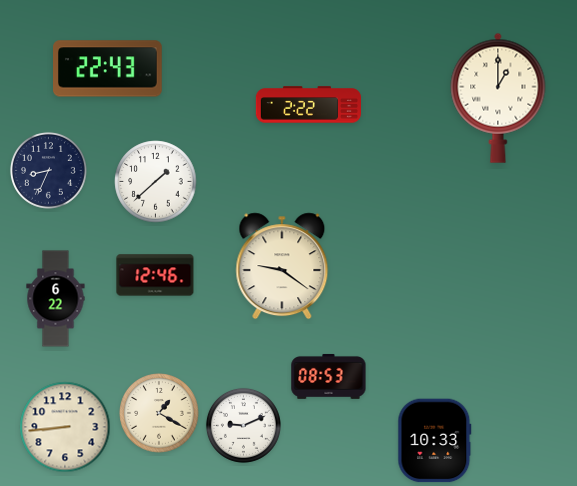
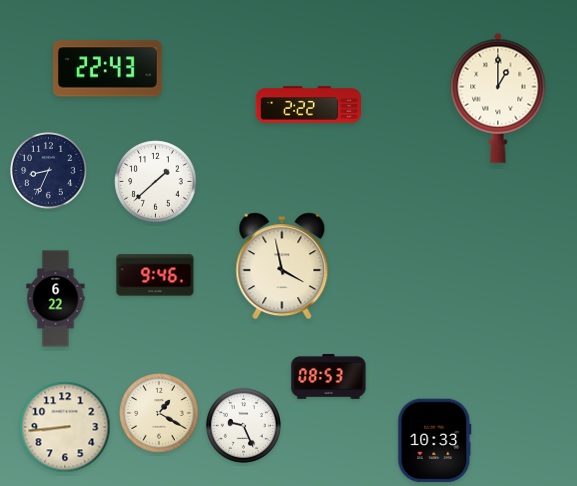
clock at (282, 266): 9:21 -> 3:58
clock at (155, 275): 12:46 -> 9:46
clock at (243, 425): 9:11 -> 9:26
